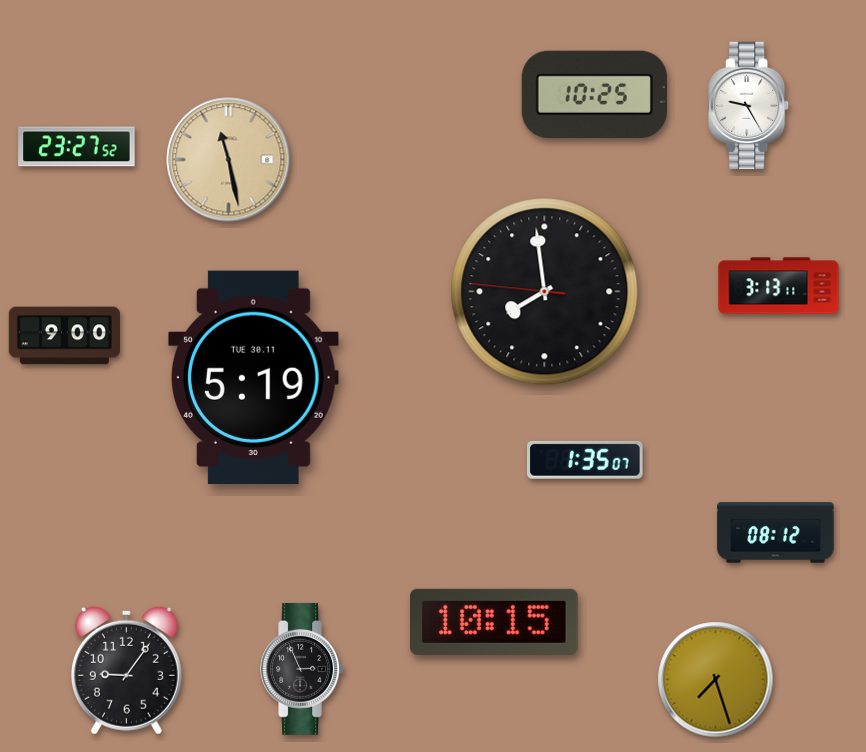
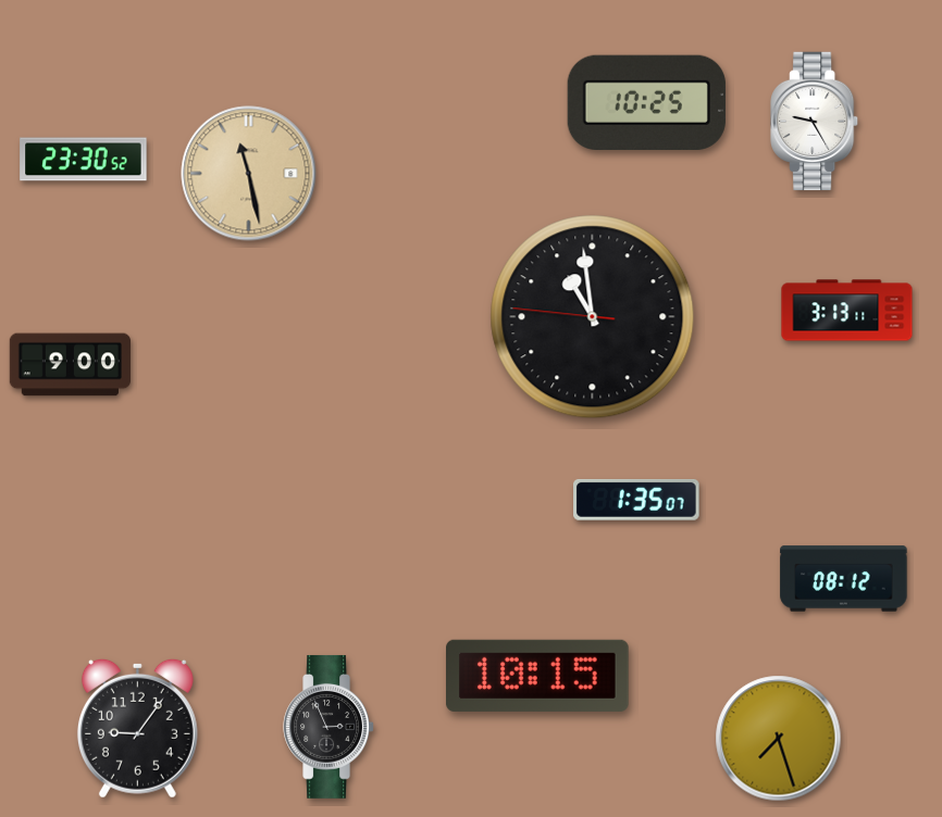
clock at (749, 106) position: (749, 106) -> (815, 122)
clock at (77, 147): 23:27 -> 23:30
clock at (545, 292): 7:58 -> 10:58
clock at (253, 377): 5:19 -> none
